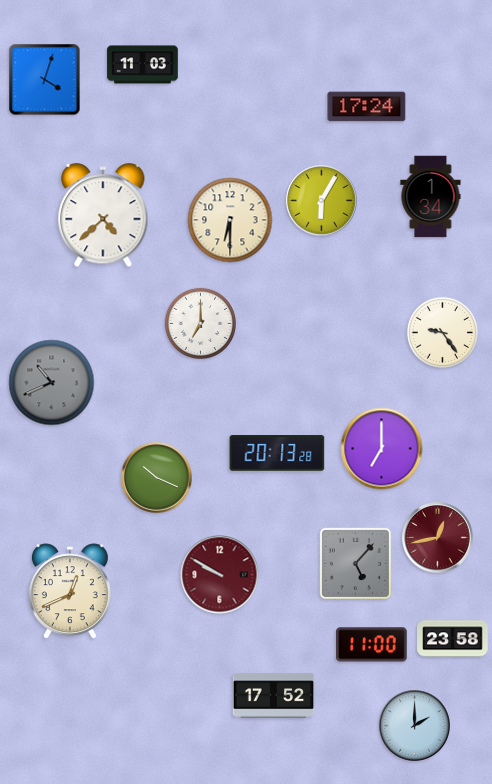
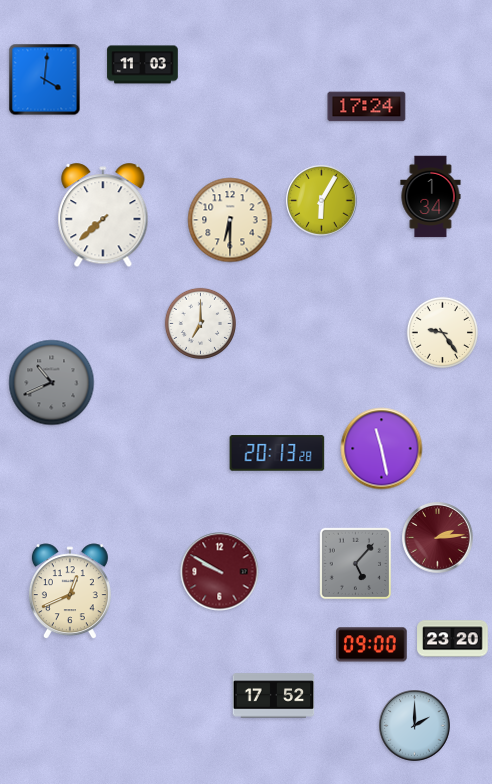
clock at (45, 80): 4:03 -> 4:01
clock at (103, 216): 4:38 -> 7:38
clock at (382, 449): 7:00 -> 11:28
clock at (157, 478): 10:19 -> none
clock at (438, 538): 12:43 -> 2:14
clock at (220, 575) position: (220, 575) -> (220, 572)
clock at (453, 639): 23:58 -> 23:20
clock at (372, 645): 11:00 -> 09:00
